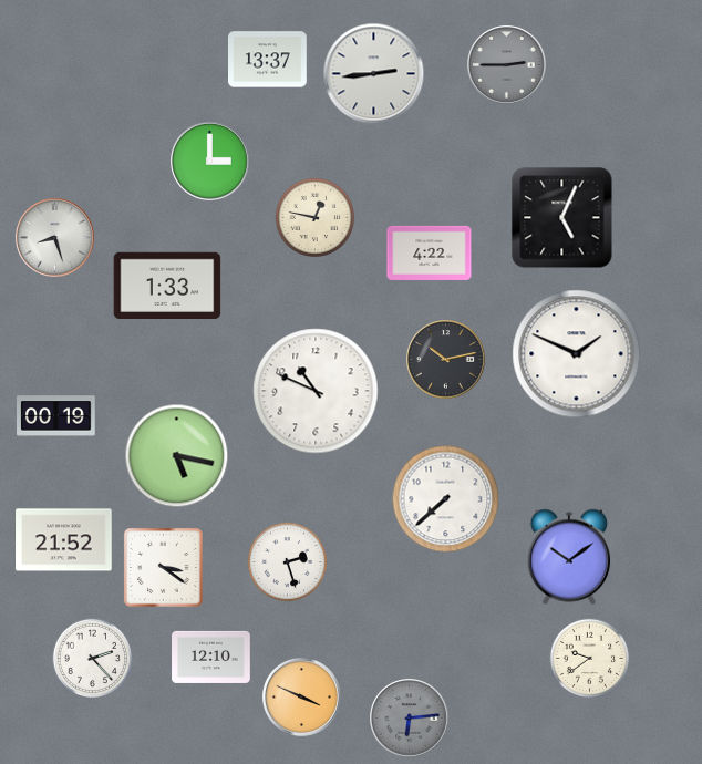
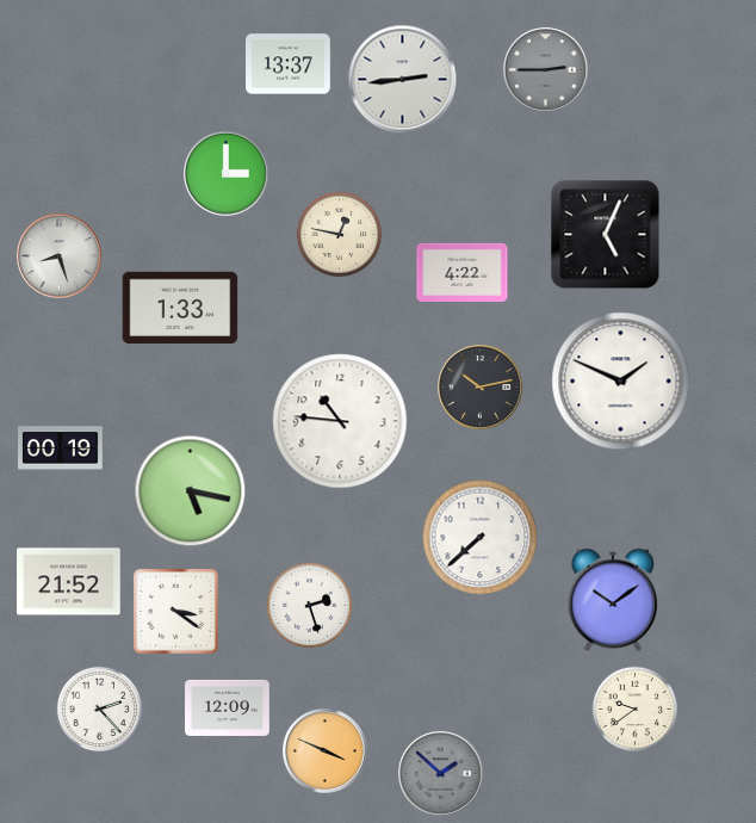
clock at (316, 391): 10:49 -> 10:46
clock at (211, 657): 12:10 -> 12:09
clock at (410, 719): 6:14 -> 1:52
